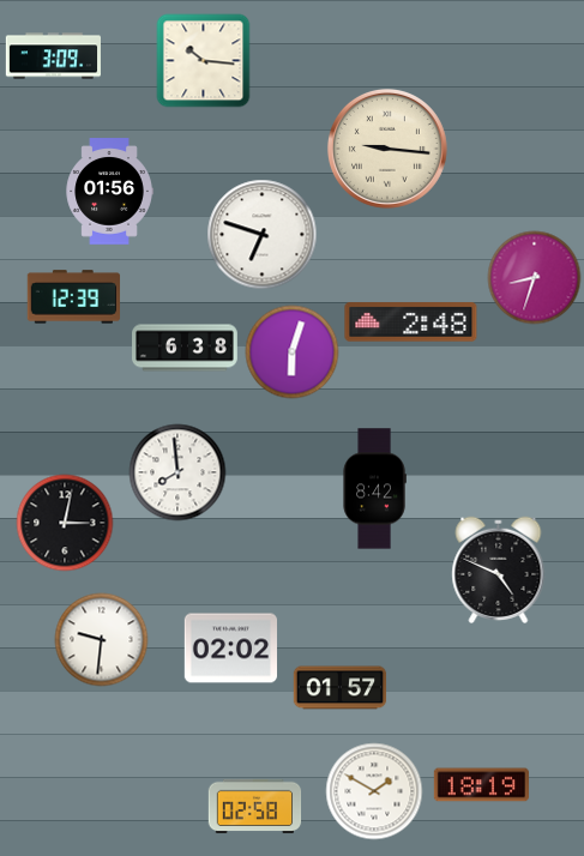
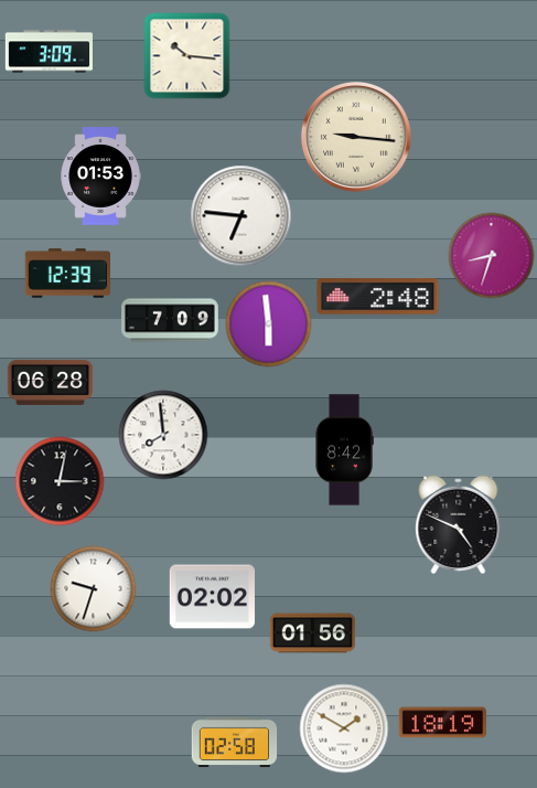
clock at (109, 192): 01:56 -> 01:53
clock at (261, 234): 6:48 -> 6:46
clock at (186, 348): 6:38 -> 7:09
clock at (291, 351): 6:03 -> 5:59
clock at (50, 382): none -> 06:28
clock at (101, 639): 9:31 -> 9:33
clock at (339, 688): 01:57 -> 01:56
